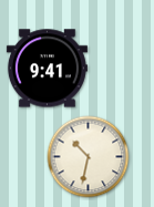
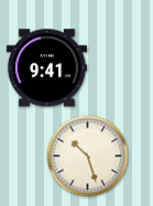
clock at (89, 157): 10:32 -> 10:27
